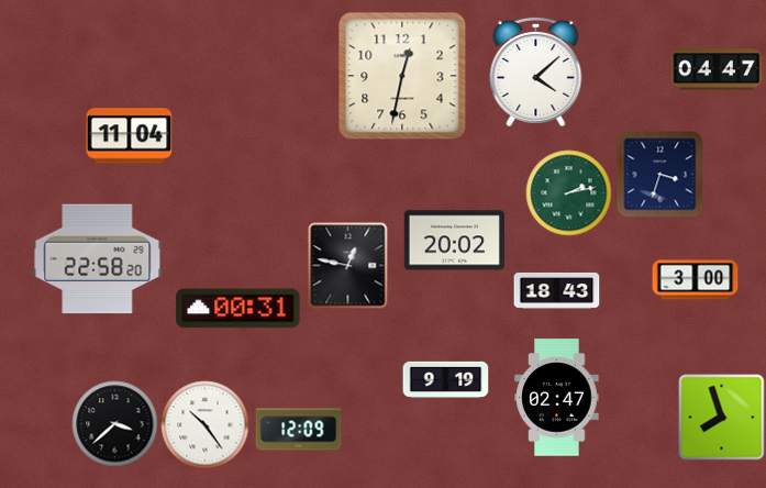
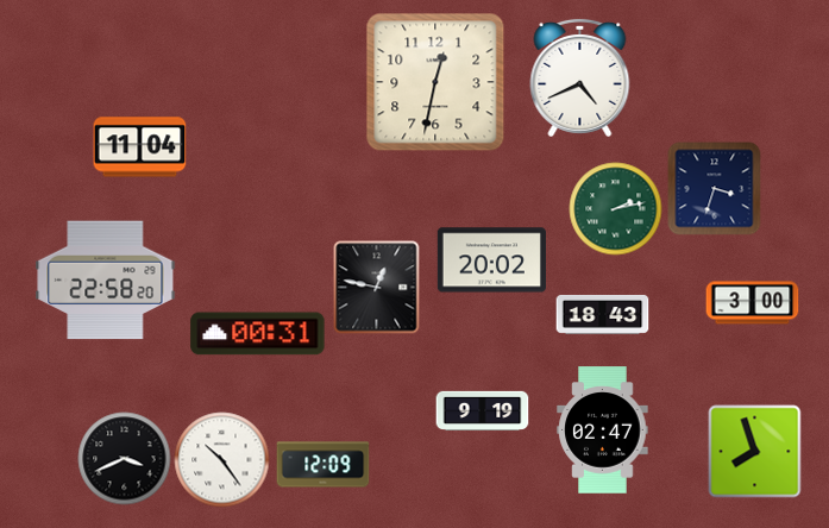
clock at (717, 69): 04:47 -> none
clock at (536, 71): 4:08 -> 4:41
clock at (721, 417) position: (721, 417) -> (754, 451)
clock at (114, 423): 3:38 -> 3:41
